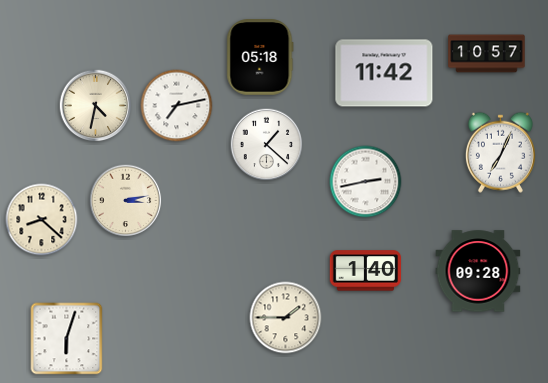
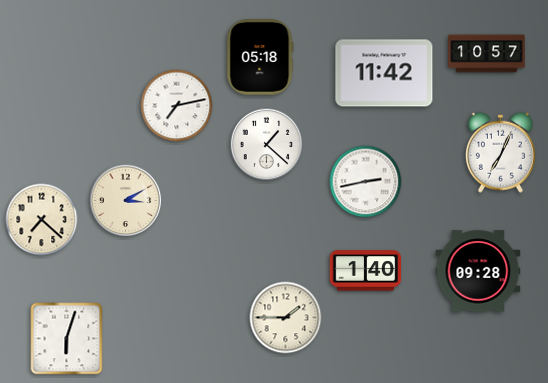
clock at (96, 106): 4:32 -> none
clock at (126, 201): 3:13 -> 3:10
clock at (42, 220): 8:22 -> 7:22
